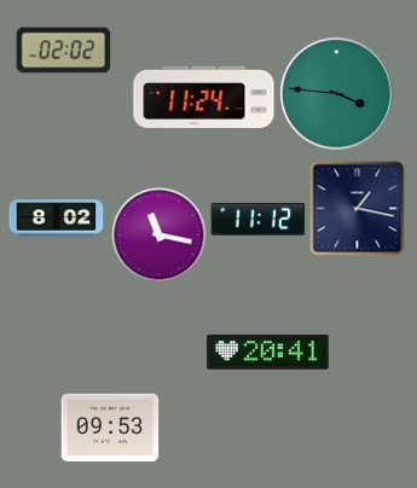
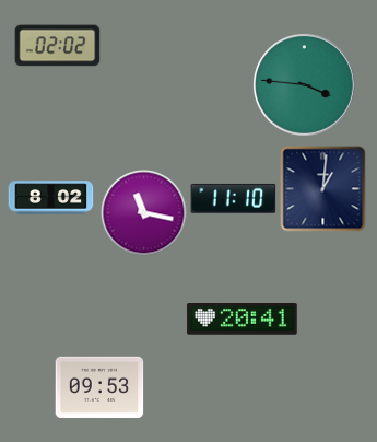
clock at (204, 97): 11:24 -> none
clock at (357, 208): 1:17 -> 1:01
clock at (257, 219): 11:12 -> 11:10
